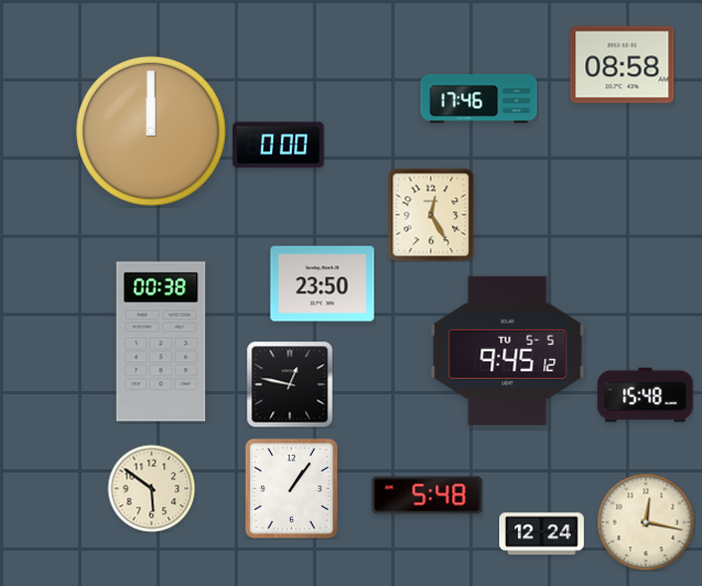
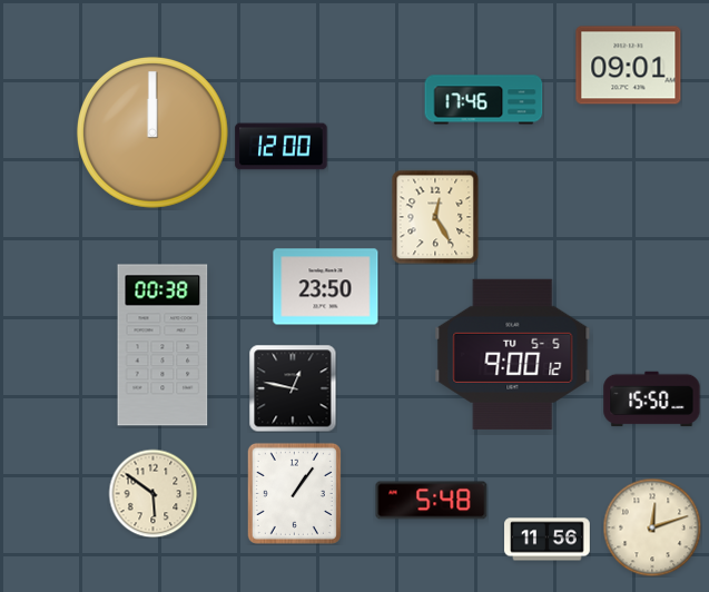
clock at (623, 65): 08:58 -> 09:01
clock at (279, 145): 0:00 -> 12:00
clock at (508, 350): 9:45 -> 9:00
clock at (646, 395): 15:48 -> 15:50
clock at (646, 522): 12:17 -> 12:12
clock at (542, 534): 12:24 -> 11:56
